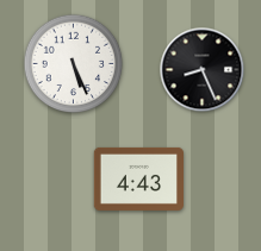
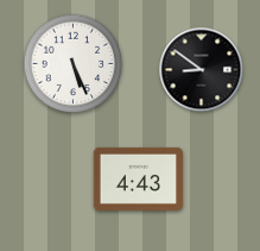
clock at (203, 70): 8:26 -> 8:51
